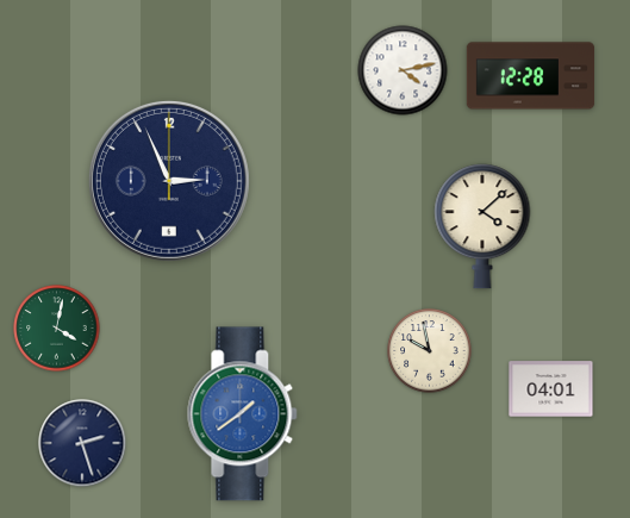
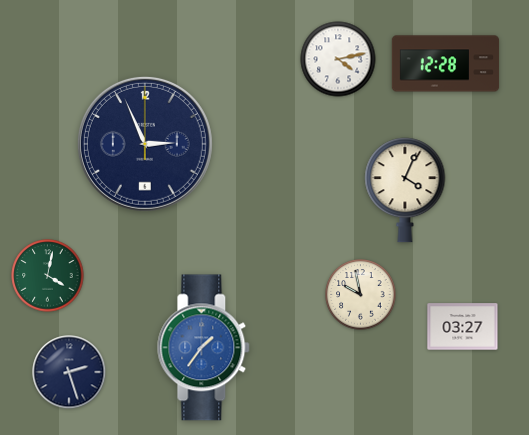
clock at (169, 181) position: (169, 181) -> (145, 144)
clock at (482, 226): 4:08 -> 4:04
clock at (551, 389): 04:01 -> 03:27
clock at (243, 414): 1:39 -> 1:36
